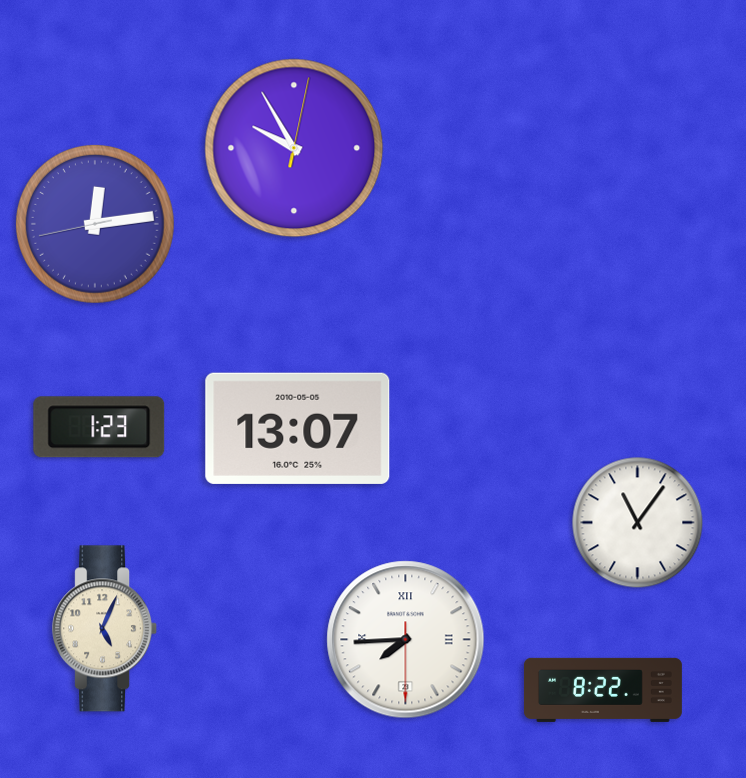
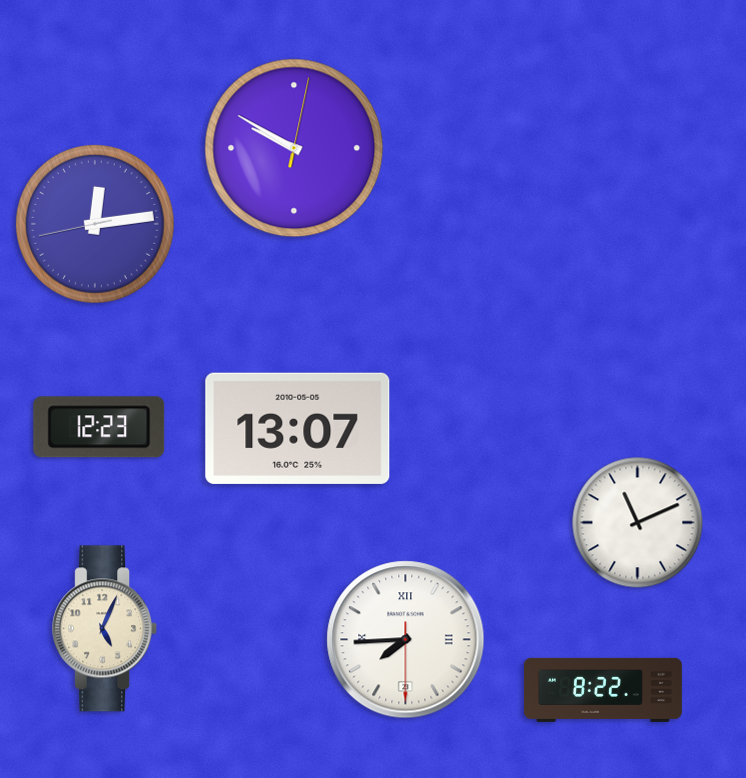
clock at (294, 148): 9:55 -> 9:50
clock at (99, 427): 1:23 -> 12:23
clock at (638, 523): 11:06 -> 11:11
